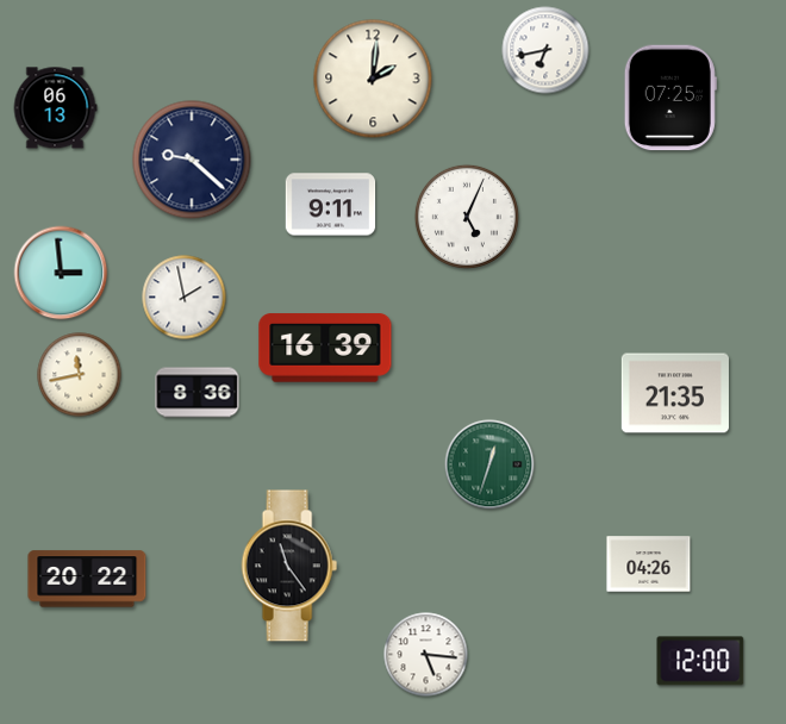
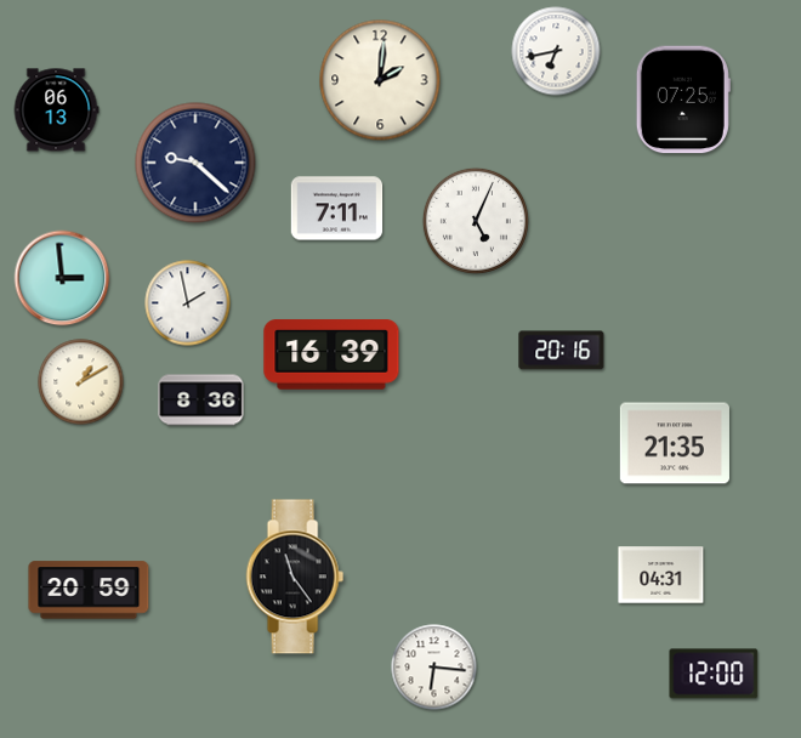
clock at (331, 205): 9:11 -> 7:11
clock at (562, 351): none -> 20:16
clock at (80, 375): 11:43 -> 1:10
clock at (675, 393) position: (675, 393) -> (675, 443)
clock at (489, 464): 12:33 -> none
clock at (649, 564): 04:26 -> 04:31
clock at (87, 579): 20:22 -> 20:59
clock at (426, 655): 5:16 -> 6:16
